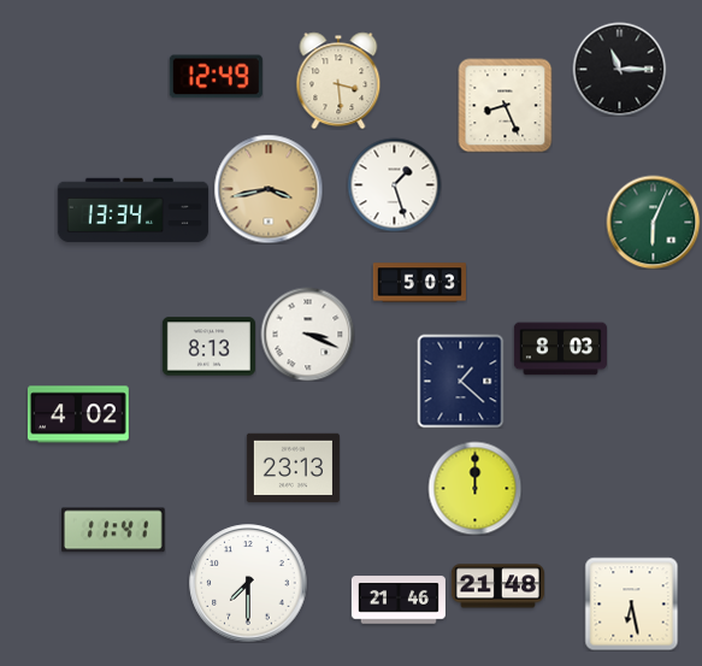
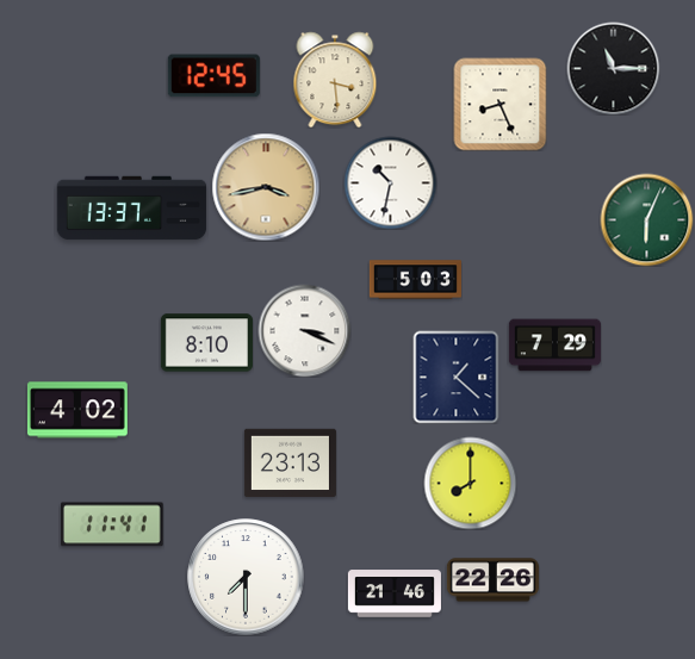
clock at (216, 77): 12:49 -> 12:45
clock at (394, 184): 1:27 -> 10:32
clock at (134, 211): 13:34 -> 13:37
clock at (208, 347): 8:13 -> 8:10
clock at (560, 349): 8:03 -> 7:29
clock at (474, 488): 12:00 -> 8:00
clock at (497, 587): 21:48 -> 22:26
clock at (631, 603): 6:28 -> none
